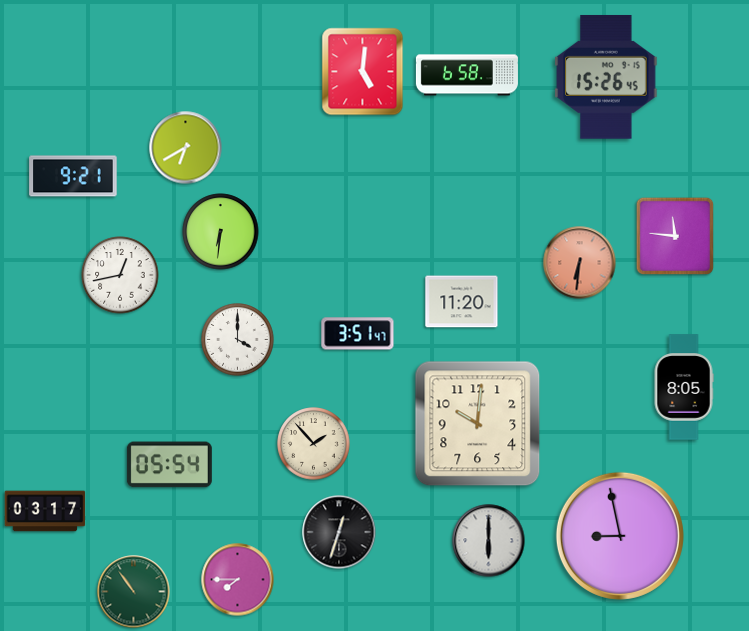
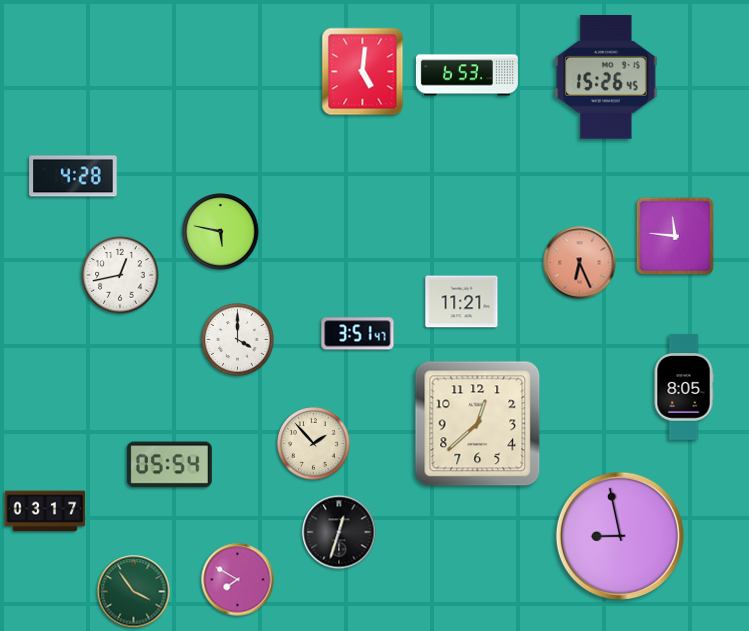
clock at (467, 75): 6:58 -> 6:53
clock at (186, 148): 6:40 -> none
clock at (73, 176): 9:21 -> 4:28
clock at (221, 232): 6:31 -> 5:47
clock at (580, 263): 6:31 -> 6:26
clock at (462, 302): 11:20 -> 11:21
clock at (478, 424): 10:01 -> 12:38
clock at (489, 541): 6:00 -> none
clock at (238, 580): 7:45 -> 7:50
clock at (134, 592): 10:54 -> 3:54
